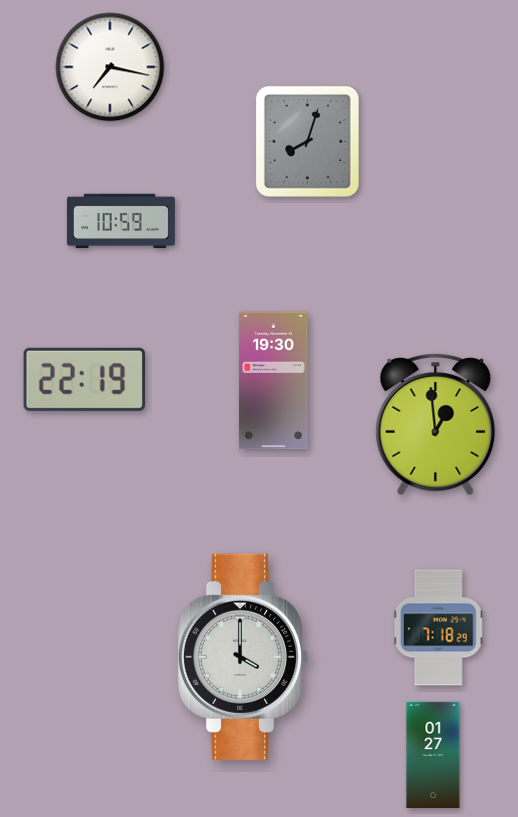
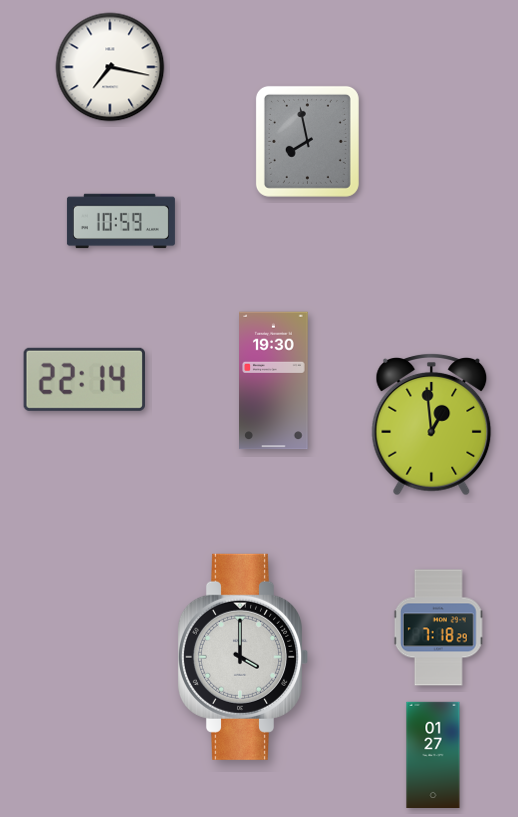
clock at (307, 141): 8:03 -> 7:58
clock at (84, 379): 22:19 -> 22:14
clock at (436, 425) position: (436, 425) -> (432, 425)
